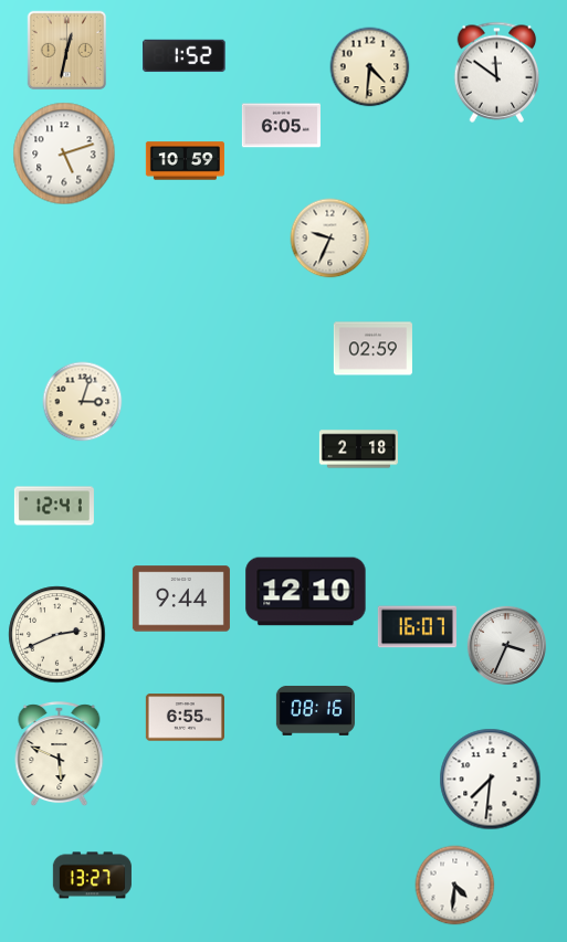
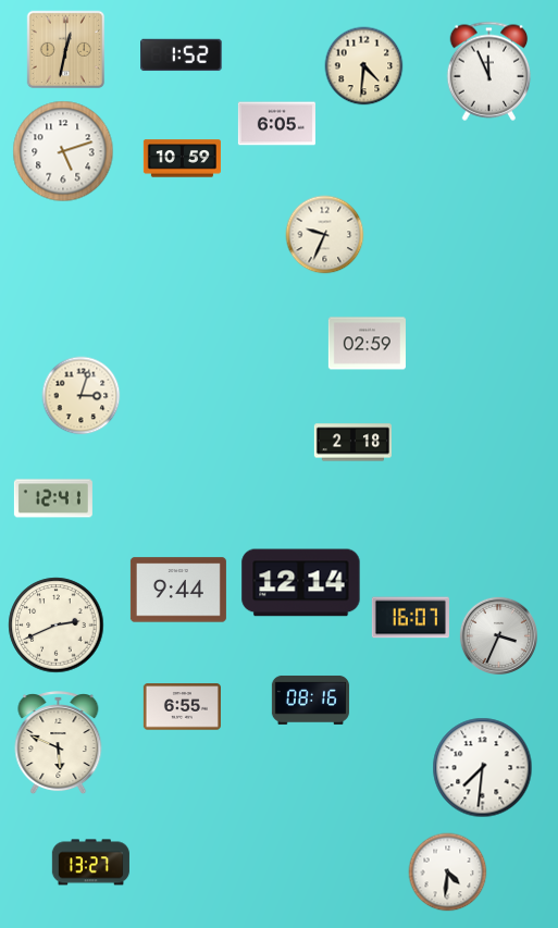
clock at (497, 72): 11:51 -> 11:56
clock at (306, 592): 12:10 -> 12:14
